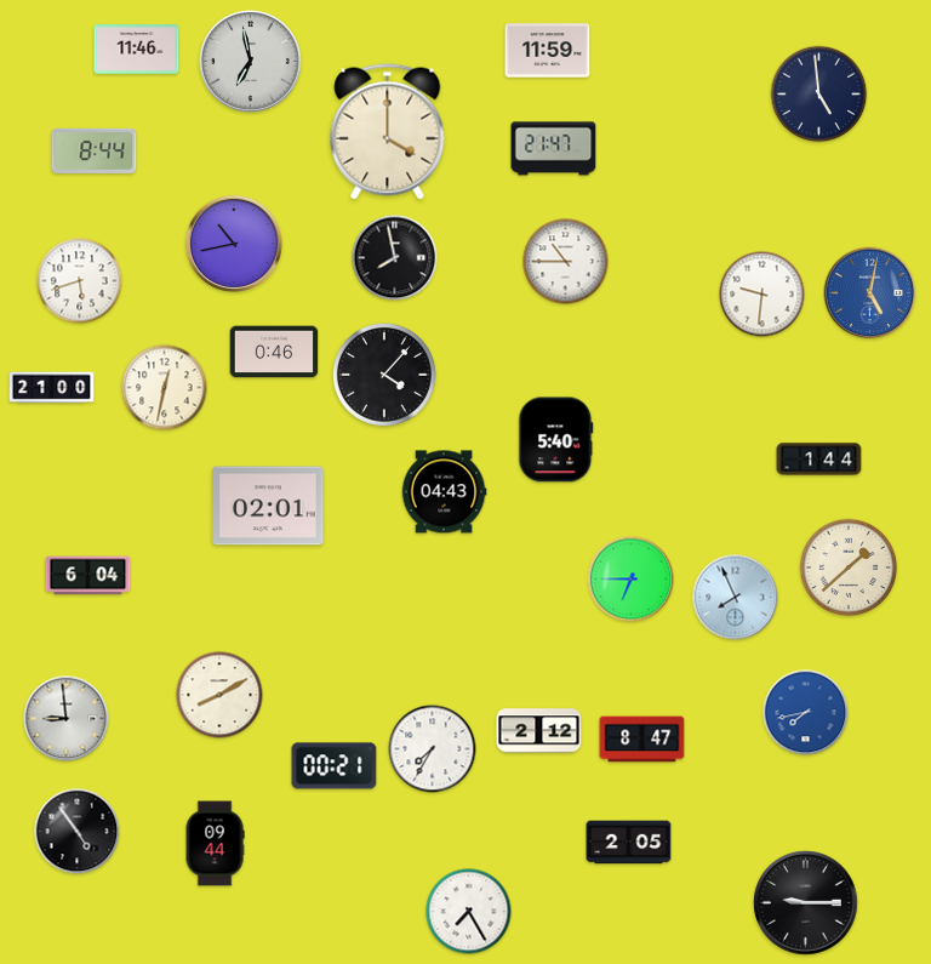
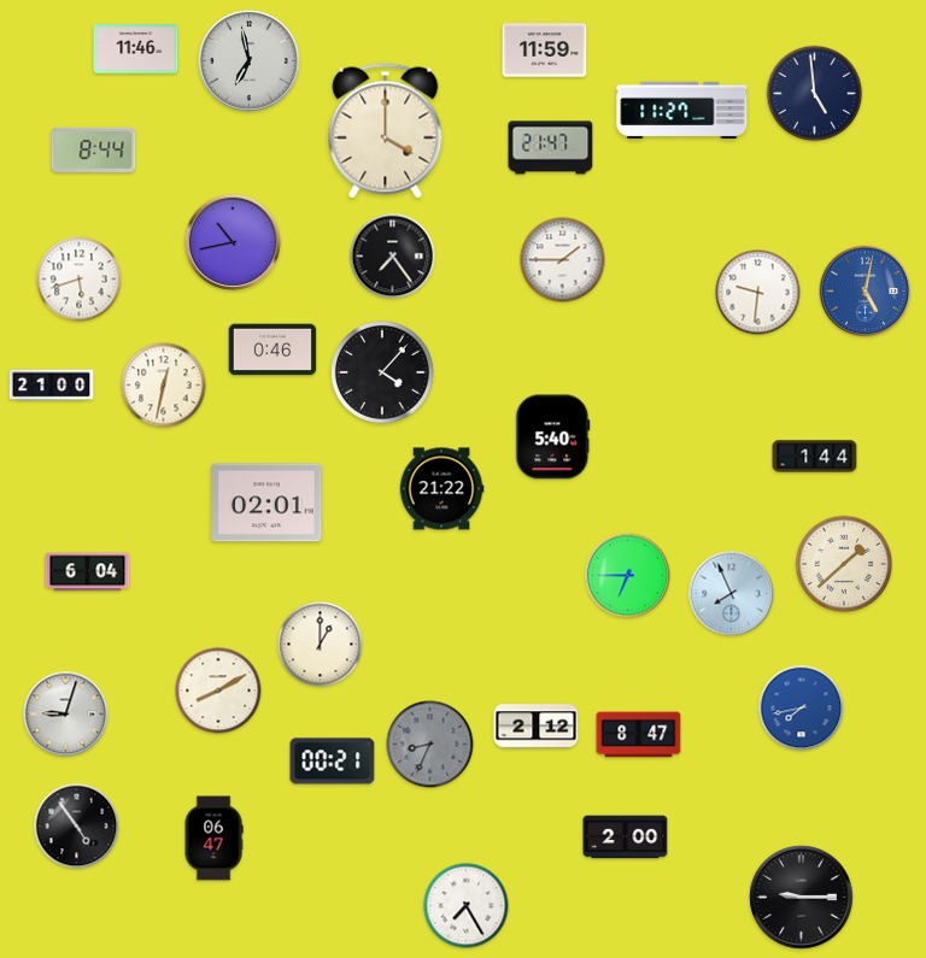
clock at (682, 110): none -> 11:27
clock at (395, 258): 7:58 -> 7:24
clock at (566, 262): 10:45 -> 1:45
clock at (444, 492): 04:43 -> 21:22
clock at (321, 645): none -> 1:00
clock at (67, 719): 8:59 -> 9:03
clock at (433, 749): 7:35 -> 8:34
clock at (433, 749) dial: white -> grey
clock at (629, 843): 2:05 -> 2:00
clock at (215, 844): 09:44 -> 06:47
